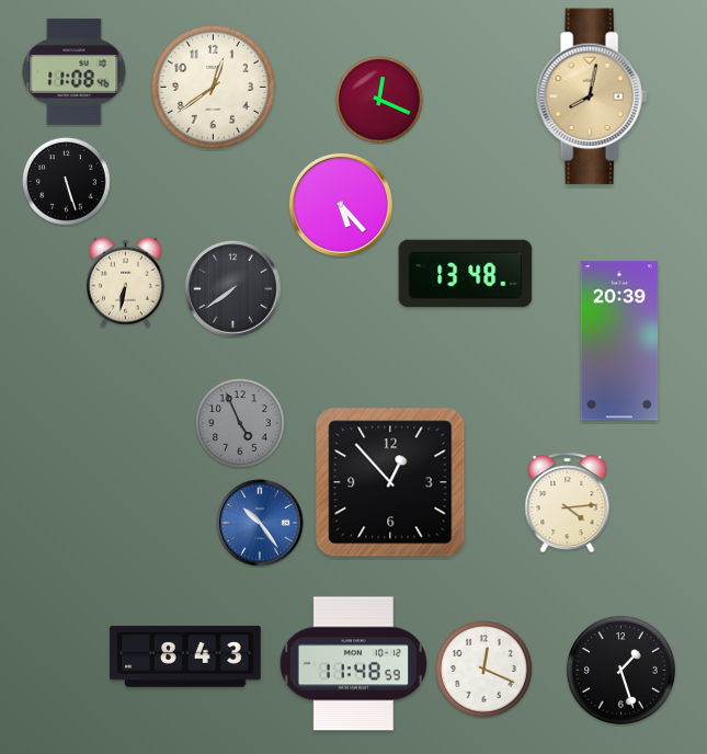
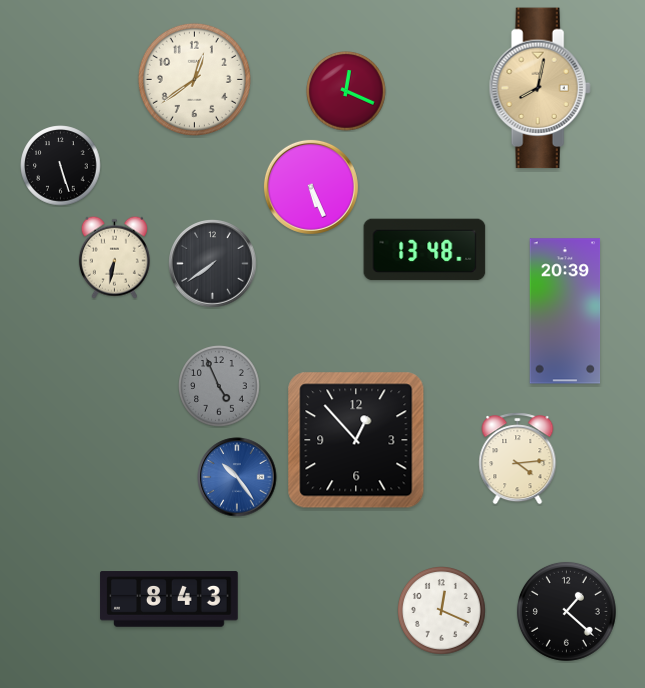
clock at (75, 71): 11:08 -> none
clock at (341, 205): 5:23 -> 5:26
clock at (353, 664): 11:48 -> none
clock at (620, 670): 1:27 -> 1:22
